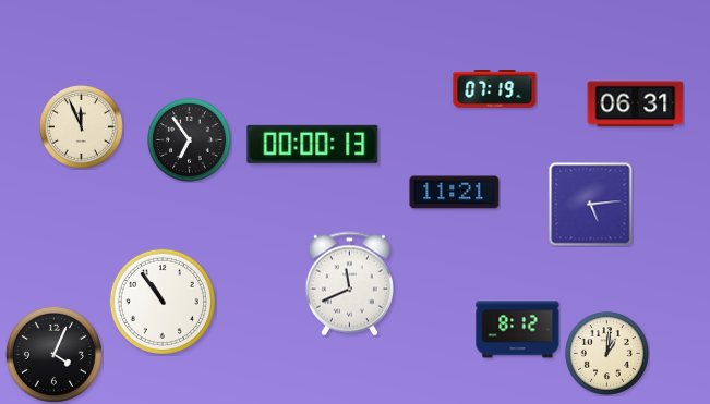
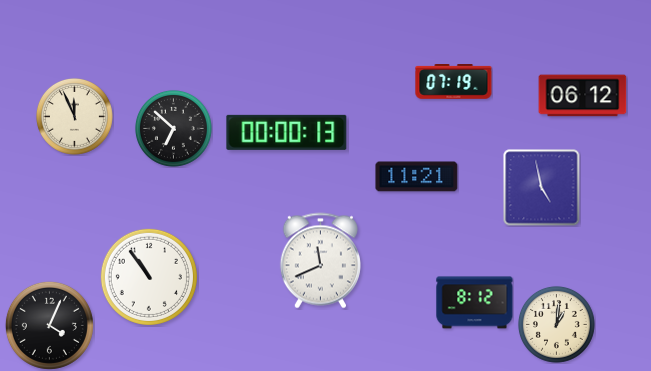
clock at (636, 105): 06:31 -> 06:12
clock at (189, 139): 6:54 -> 6:52
clock at (591, 205): 5:14 -> 4:58
